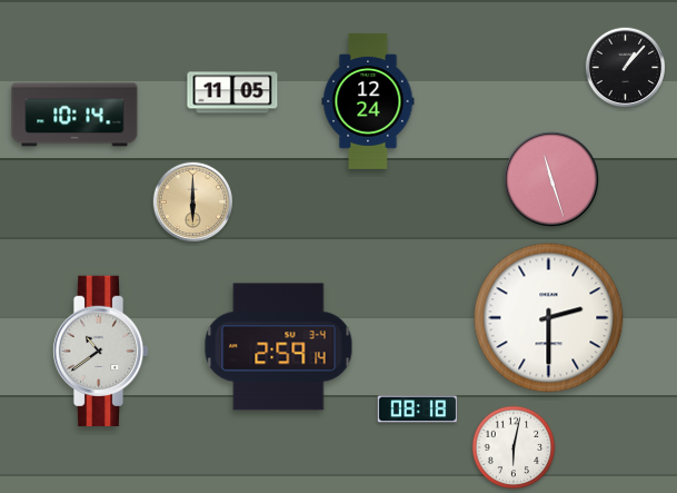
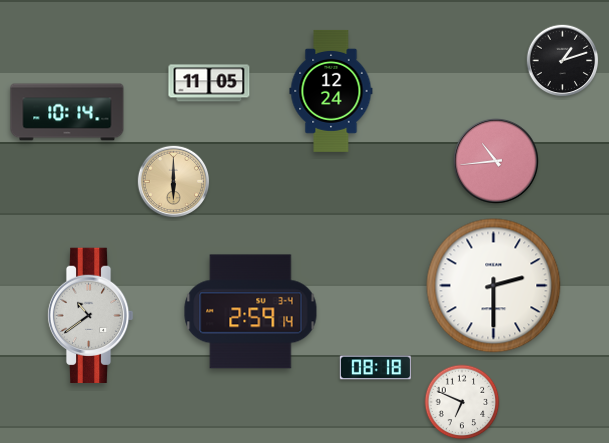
clock at (626, 68): 1:07 -> 1:12
clock at (74, 115) position: (74, 115) -> (67, 112)
clock at (551, 179): 11:27 -> 10:44
clock at (514, 447): 6:02 -> 6:49
